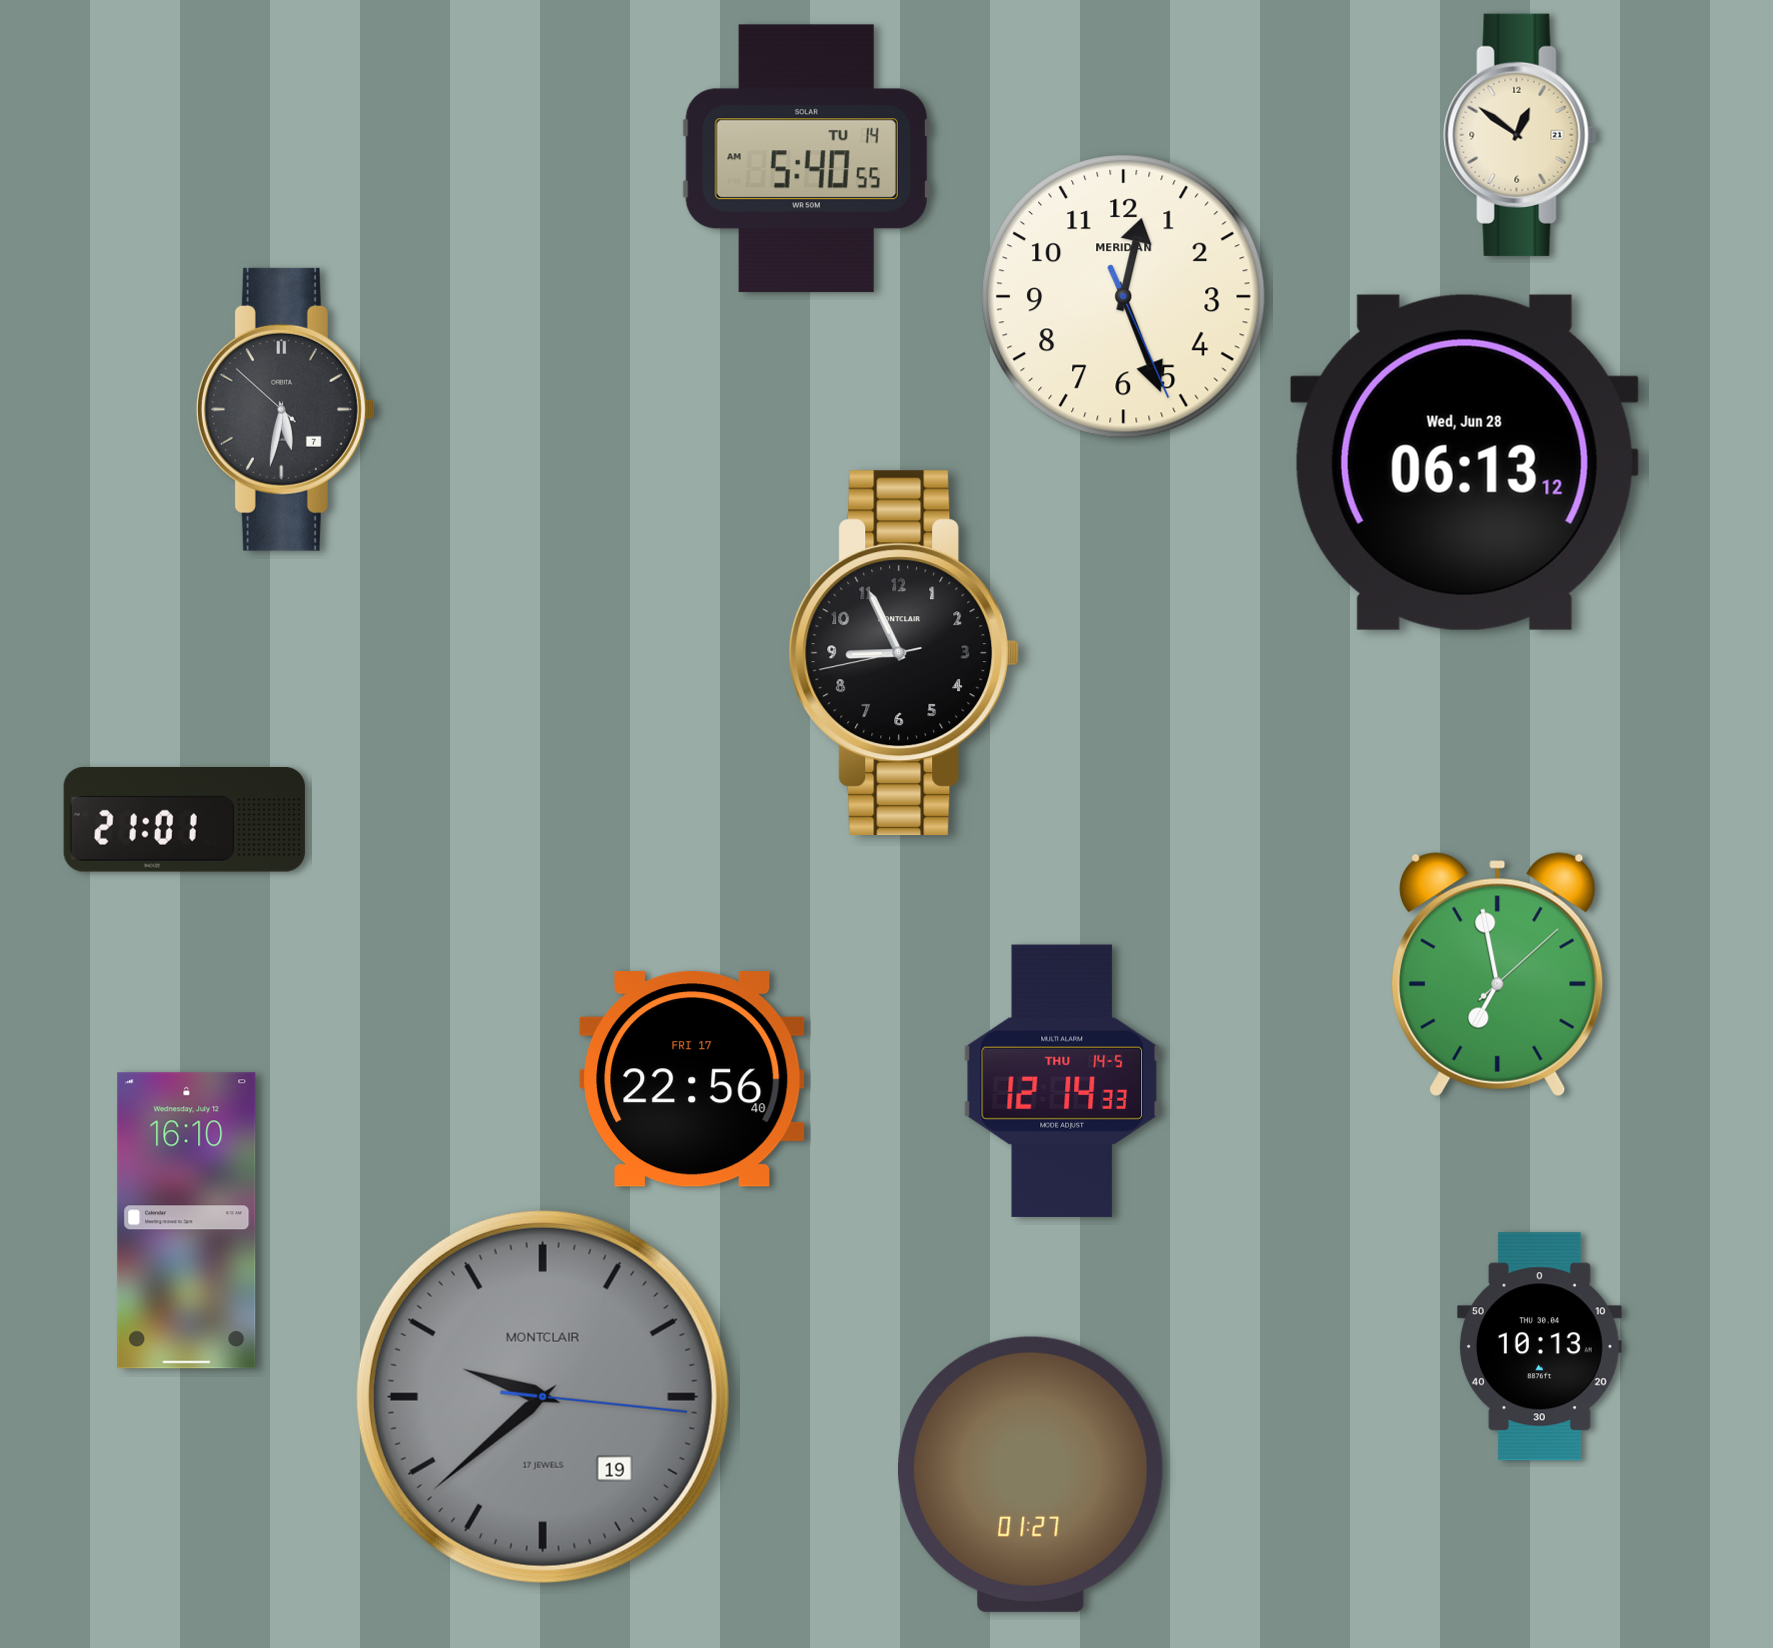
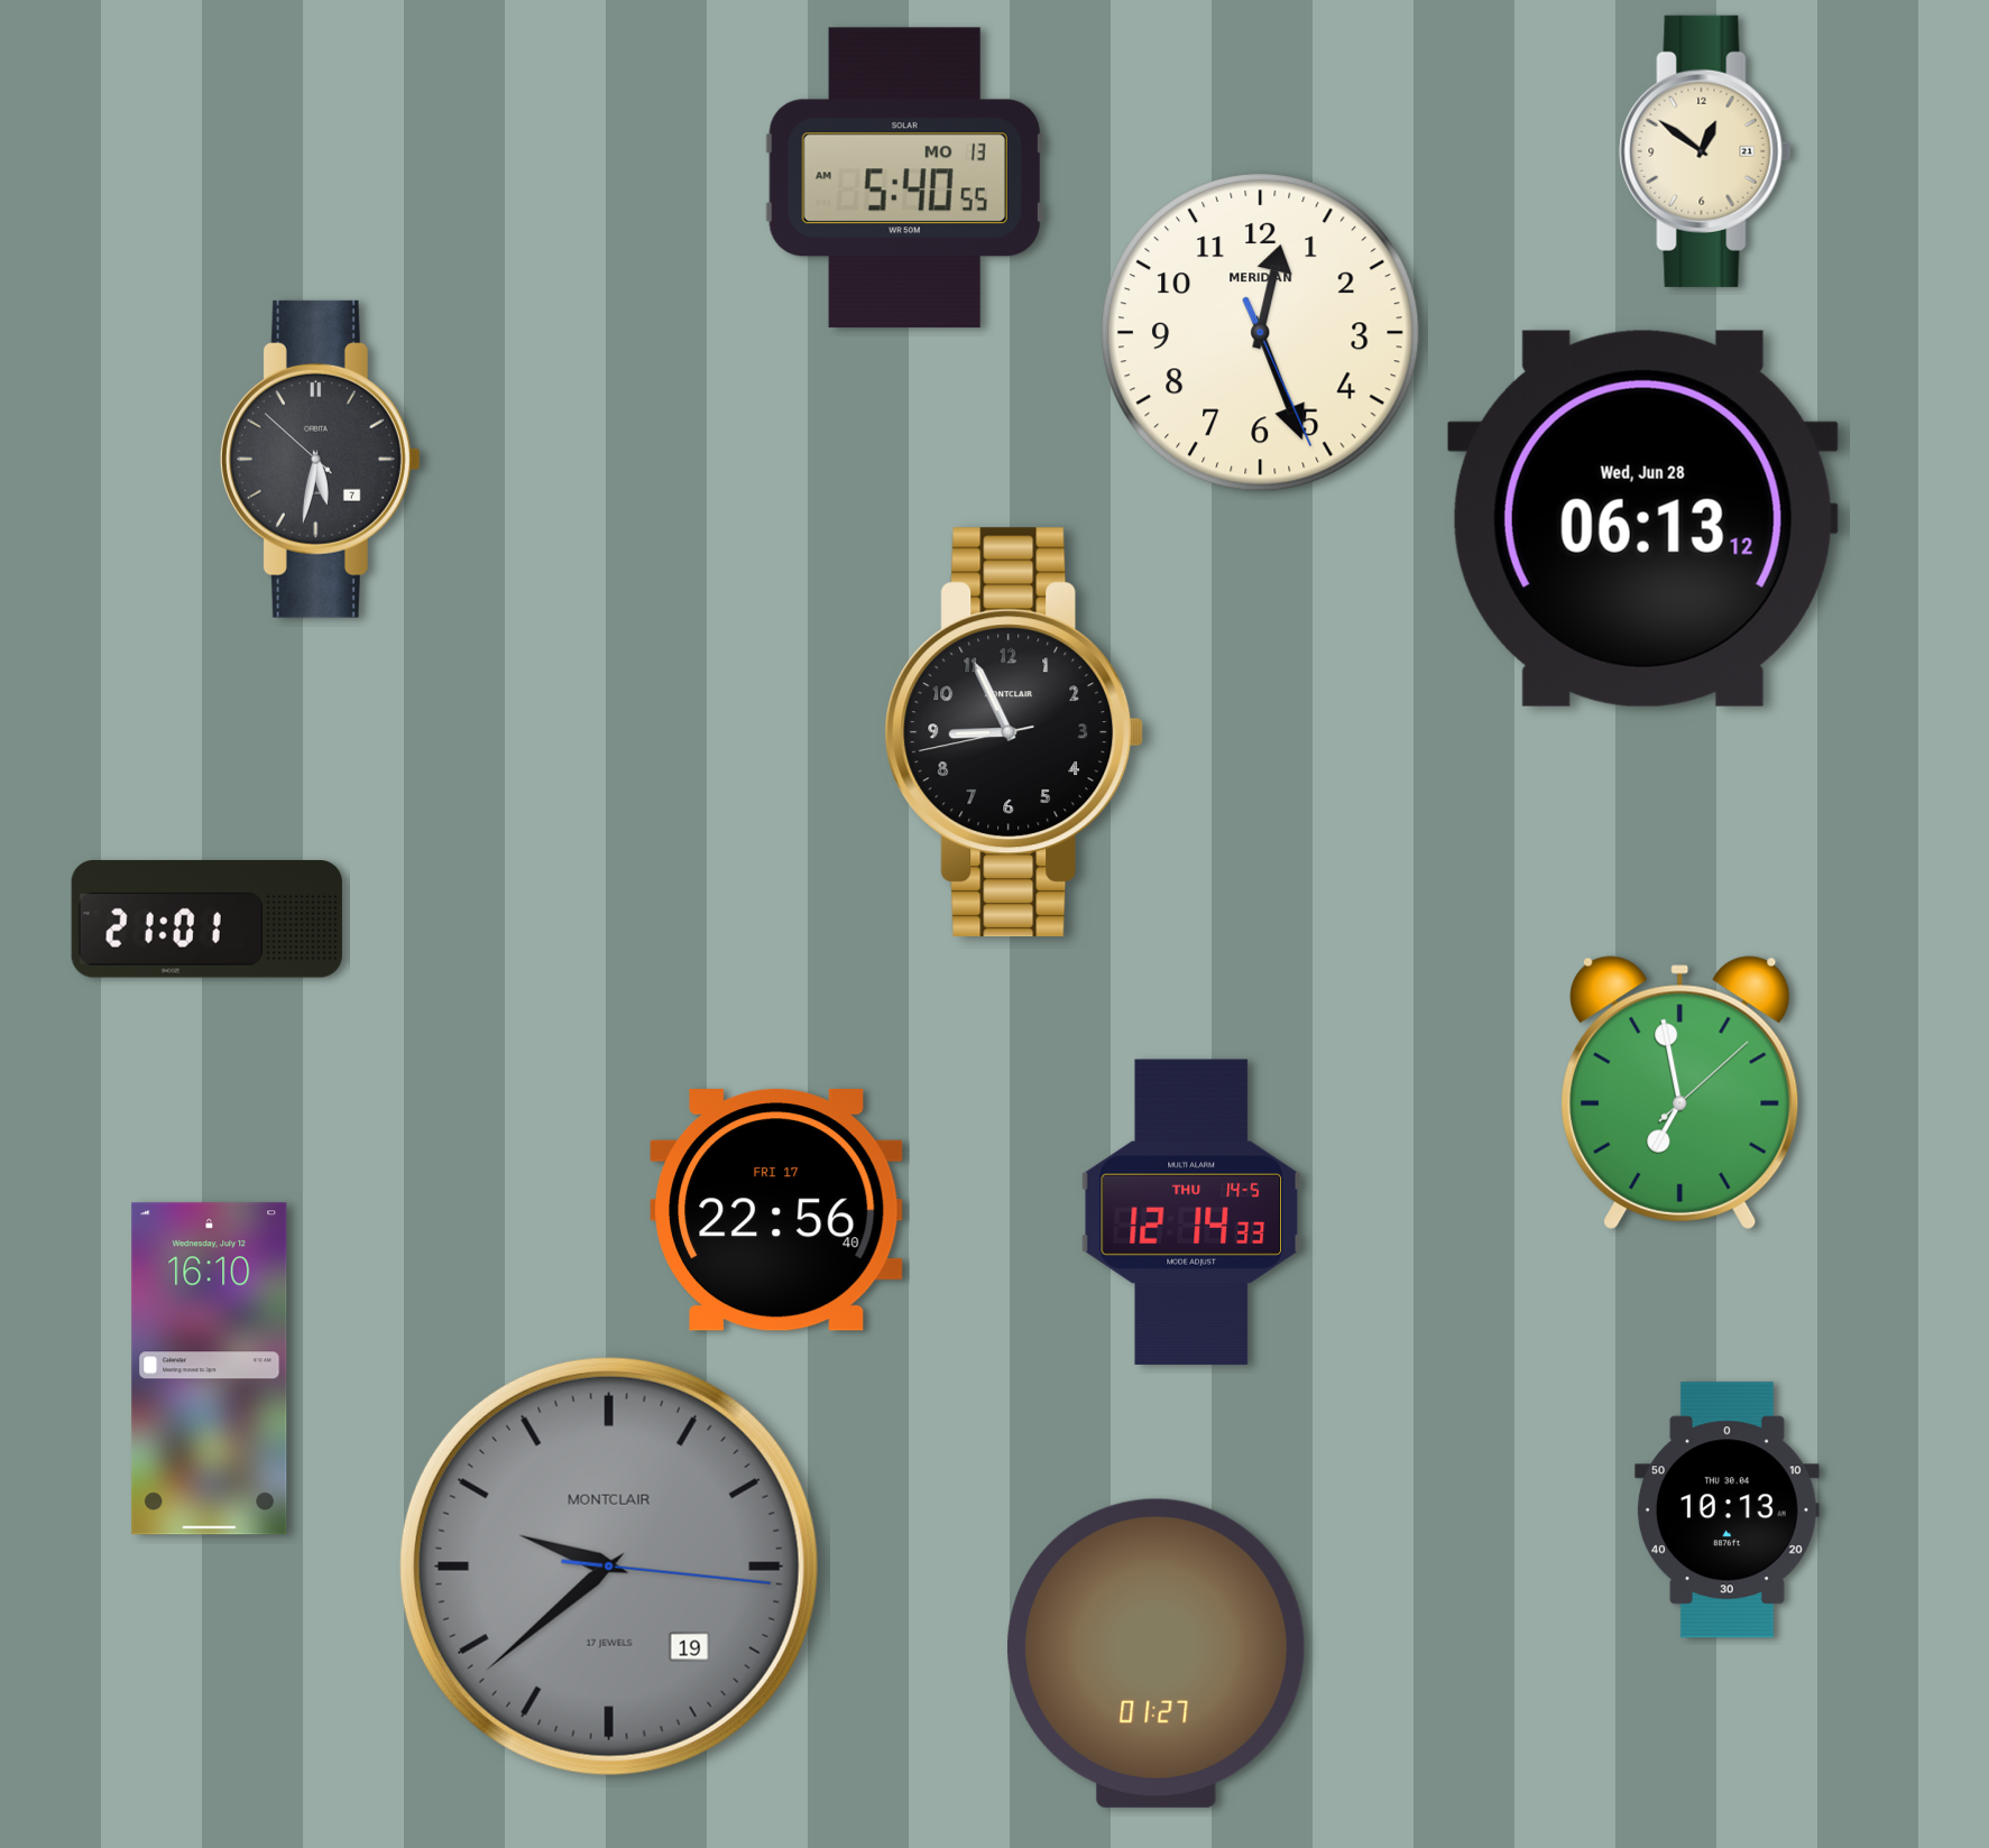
clock at (806, 159) date: TU 14 -> MO 13
